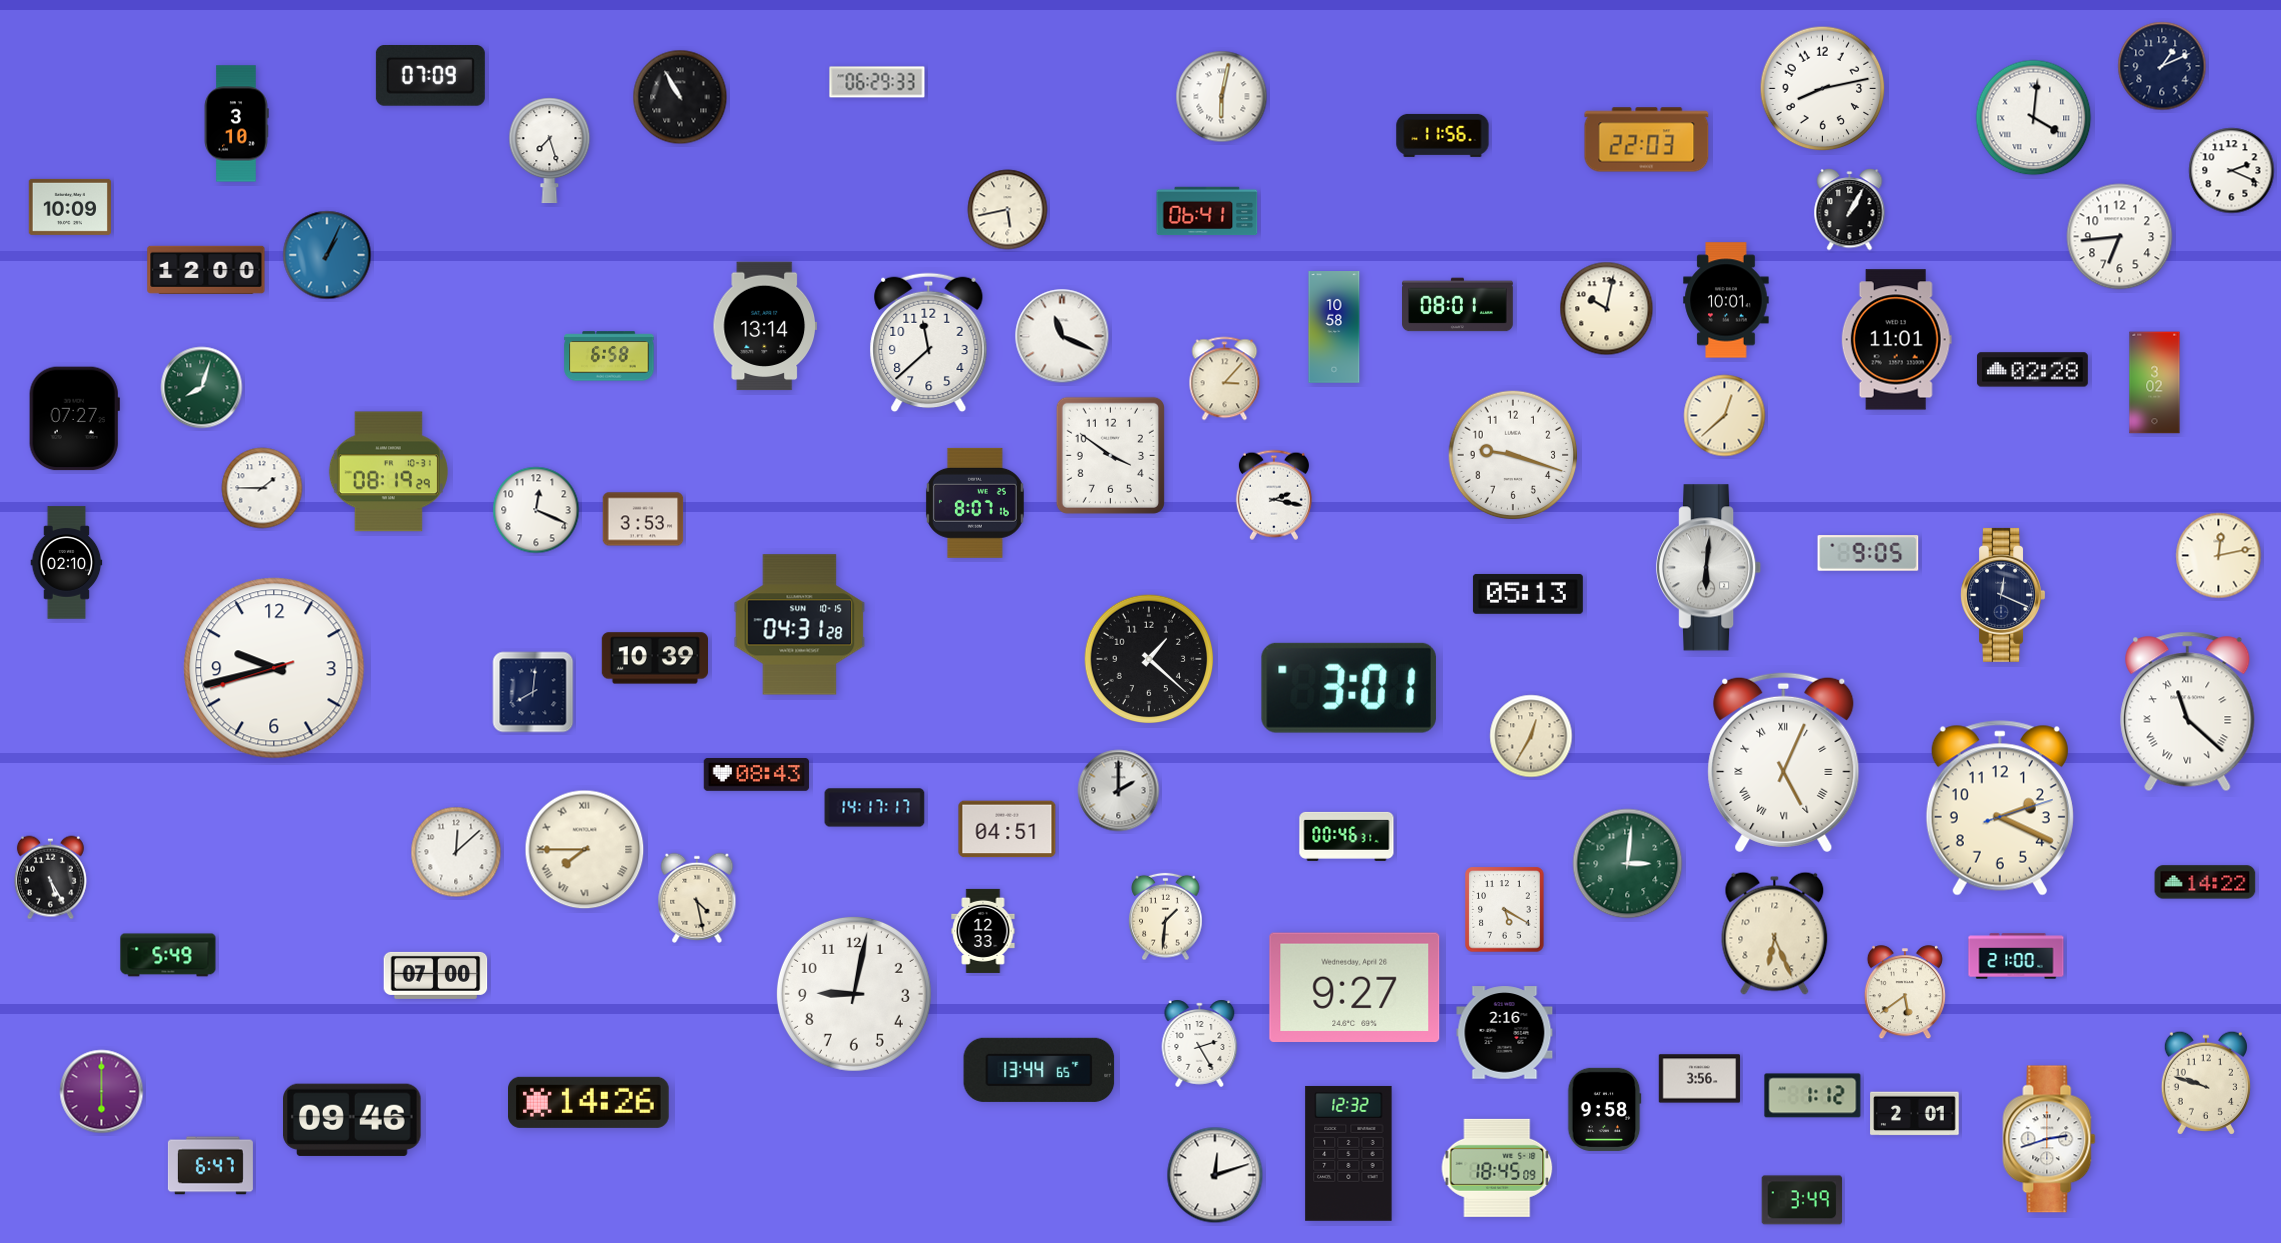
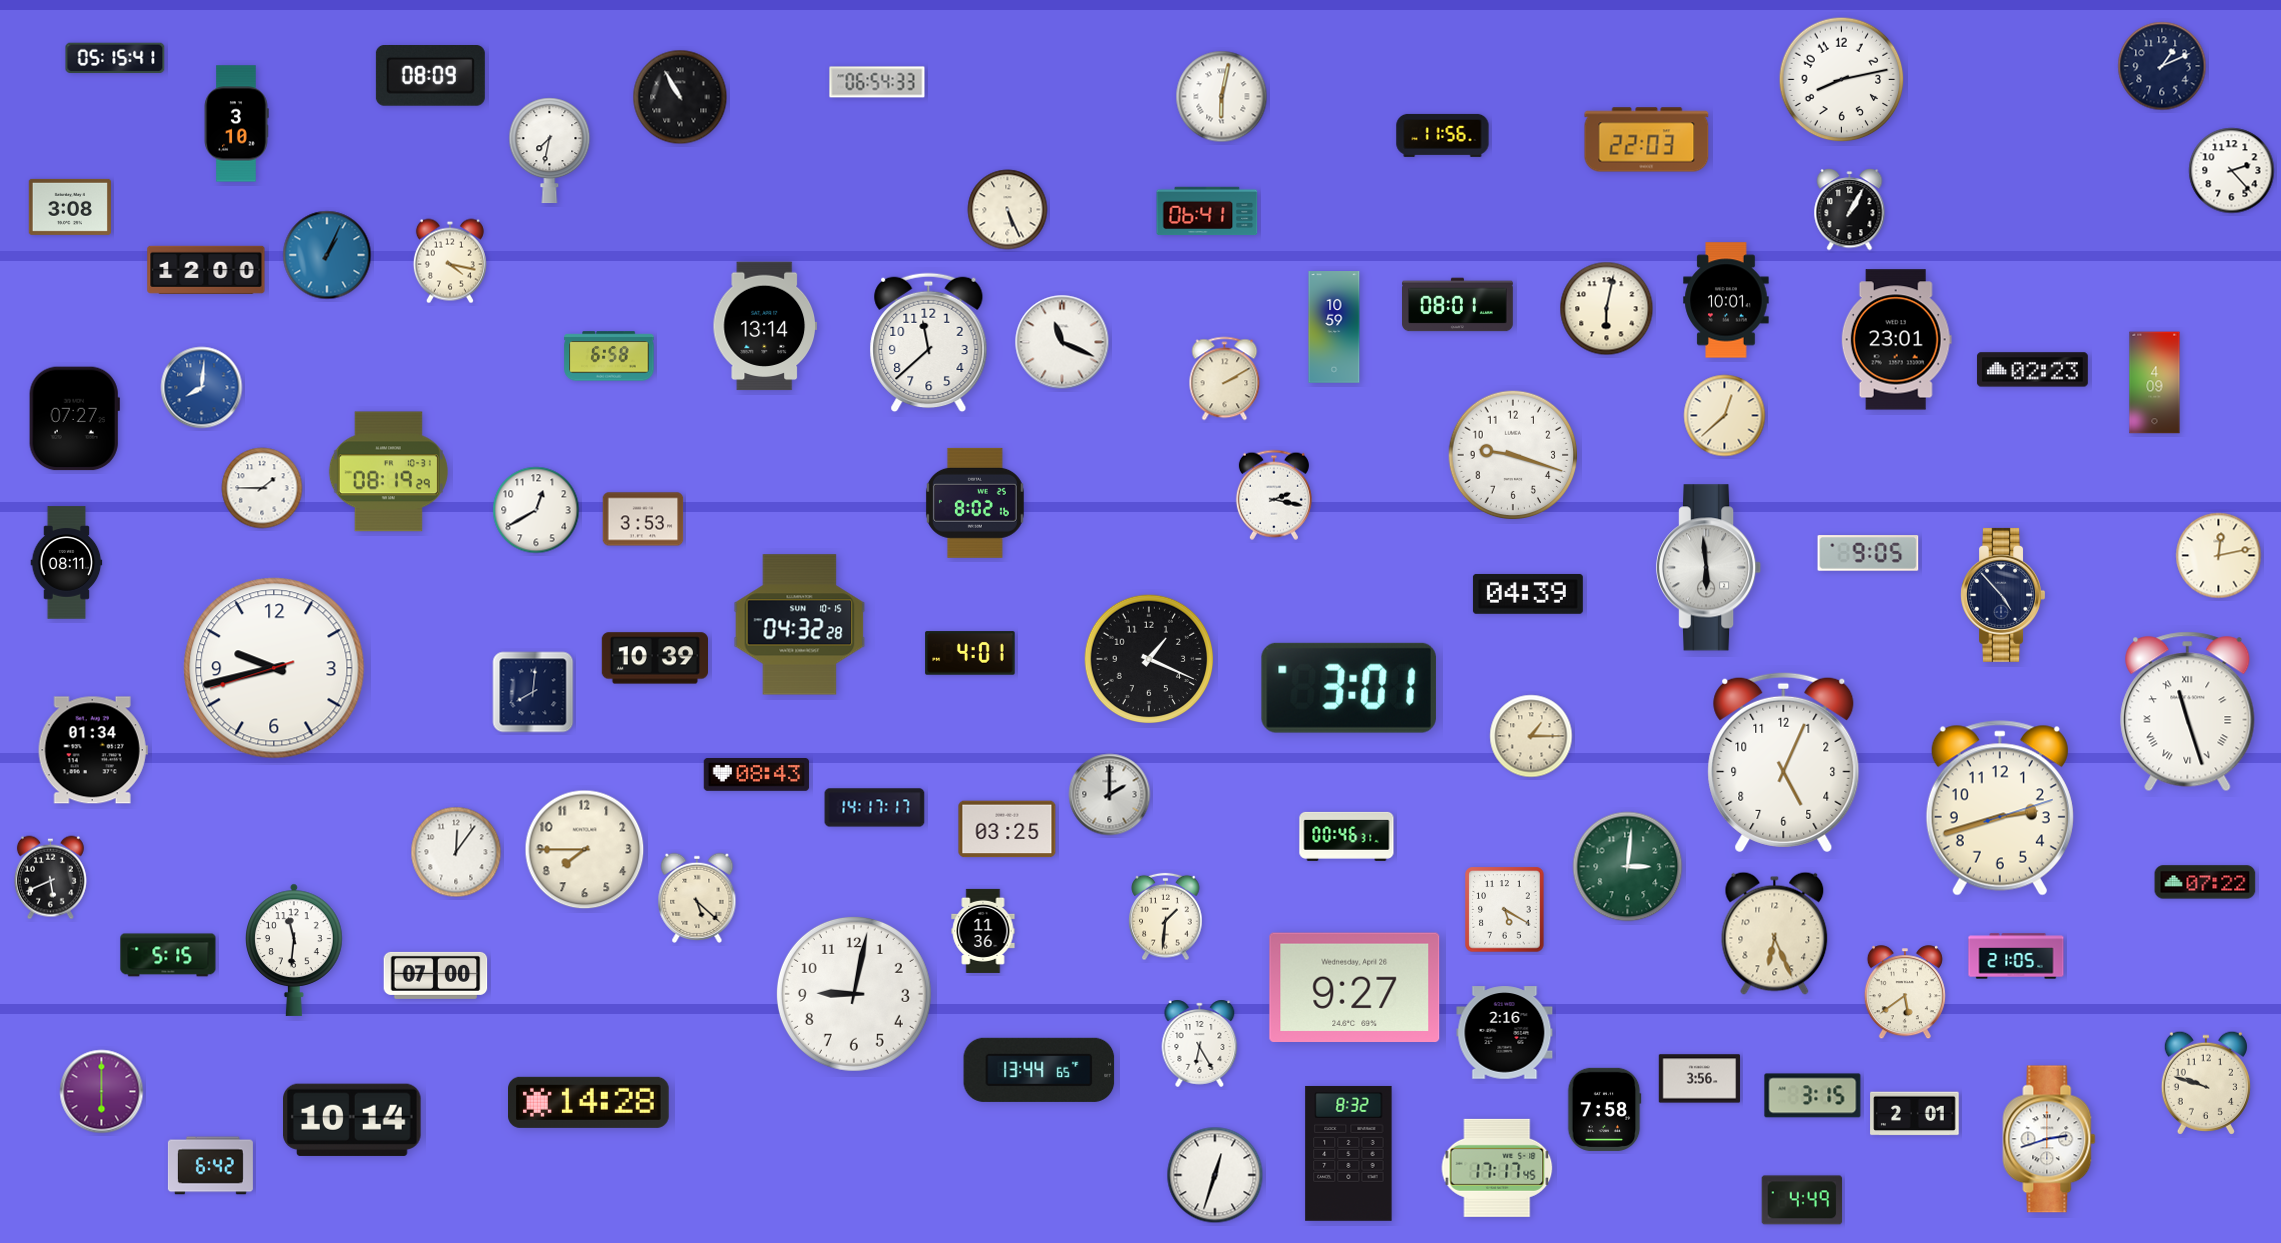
clock at (115, 58): none -> 05:15
clock at (430, 76): 07:09 -> 08:09
clock at (877, 82): 06:29 -> 06:54
clock at (1823, 89) position: (1823, 89) -> (1842, 80)
clock at (2034, 118): 4:01 -> none
clock at (550, 151): 7:27 -> 7:32
clock at (2232, 171): 2:19 -> 2:23
clock at (69, 207): 10:09 -> 3:08
clock at (1008, 210): 5:43 -> 5:26
clock at (2120, 237): 6:44 -> none
clock at (450, 261): none -> 4:17
clock at (1607, 309): 10:02 -> 6:02
clock at (1334, 327): 10:58 -> 10:59
clock at (1062, 336) position: (1062, 336) -> (1062, 342)
clock at (1896, 340): 11:01 -> 23:01
clock at (2033, 370): 02:28 -> 02:23
clock at (1225, 379): 3:07 -> 2:10
clock at (2155, 383): 3:02 -> 4:09
clock at (202, 388): 8:03 -> 8:01
clock at (202, 388) dial: green -> blue
clock at (1110, 455): 3:51 -> none
clock at (975, 503): 8:07 -> 8:02
clock at (536, 510): 12:19 -> 12:40
clock at (67, 563): 02:10 -> 08:11
clock at (1710, 568): 6:01 -> 5:59
clock at (1528, 594): 05:13 -> 04:39
clock at (2002, 595): 12:19 -> 4:53
clock at (800, 625): 04:31 -> 04:32
clock at (970, 653): none -> 4:01
clock at (1149, 659): 1:22 -> 1:19
clock at (2188, 712): 11:22 -> 11:27
clock at (1531, 736): 12:35 -> 1:15
clock at (93, 750): none -> 01:34
clock at (1784, 762) numerals: Roman -> Arabic
clock at (1119, 791) position: (1119, 791) -> (1110, 795)
clock at (2000, 808): 2:19 -> 2:42
clock at (1007, 829): 04:51 -> 03:25
clock at (585, 850) numerals: Roman -> Arabic
clock at (456, 852): 12:08 -> 12:06
clock at (1628, 864) position: (1628, 864) -> (1628, 867)
clock at (50, 878): 5:25 -> 5:41
clock at (2205, 882): 14:22 -> 07:22
clock at (697, 898): 4:28 -> 5:22
clock at (983, 931): 12:33 -> 11:36
clock at (295, 950): none -> 11:31
clock at (168, 955): 5:49 -> 5:15
clock at (2016, 956): 21:00 -> 21:05
clock at (1200, 1043): 2:25 -> 6:25
clock at (1813, 1096): 1:12 -> 3:15
clock at (589, 1102): 14:26 -> 14:28
clock at (1604, 1109): 9:58 -> 7:58
clock at (353, 1120): 09:46 -> 10:14
clock at (1349, 1153): 12:32 -> 8:32
clock at (210, 1166): 6:47 -> 6:42
clock at (1497, 1168): 18:45 -> 17:17
clock at (1215, 1175): 12:12 -> 12:33
clock at (1802, 1200): 3:49 -> 4:49
